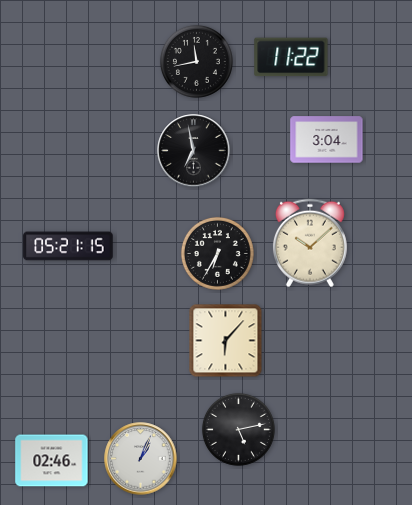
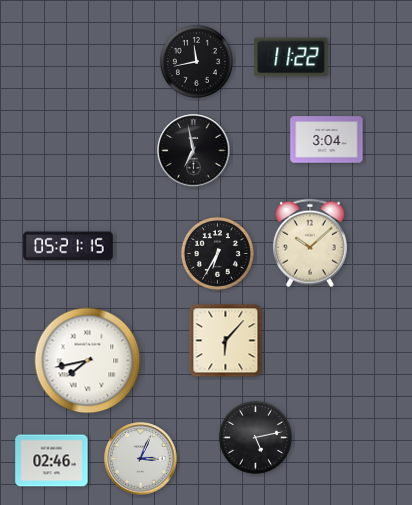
clock at (88, 361): none -> 7:43
clock at (238, 429) position: (238, 429) -> (255, 437)
clock at (141, 459): 1:04 -> 3:04
